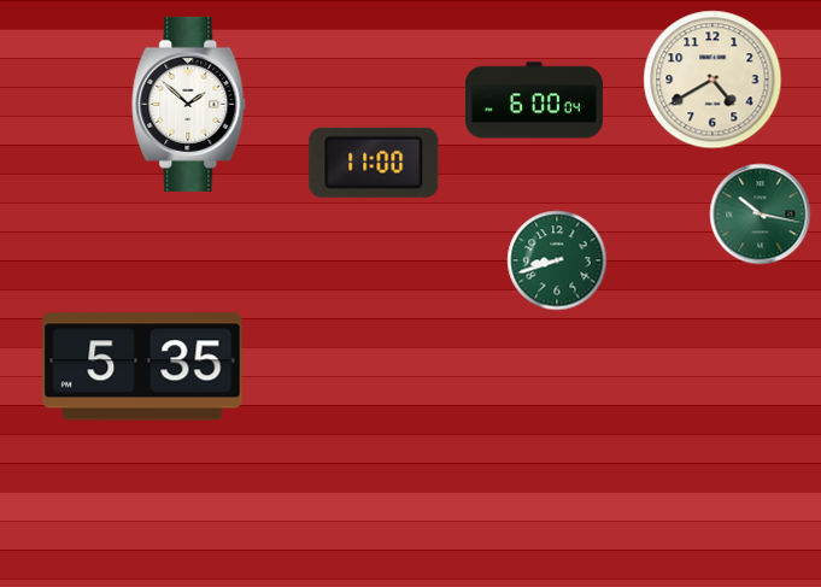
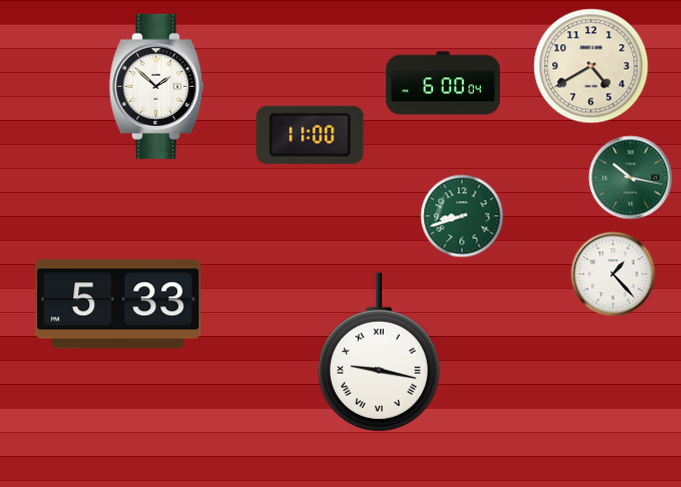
clock at (613, 274): none -> 1:23
clock at (142, 366): 5:35 -> 5:33
clock at (379, 352): none -> 9:17
